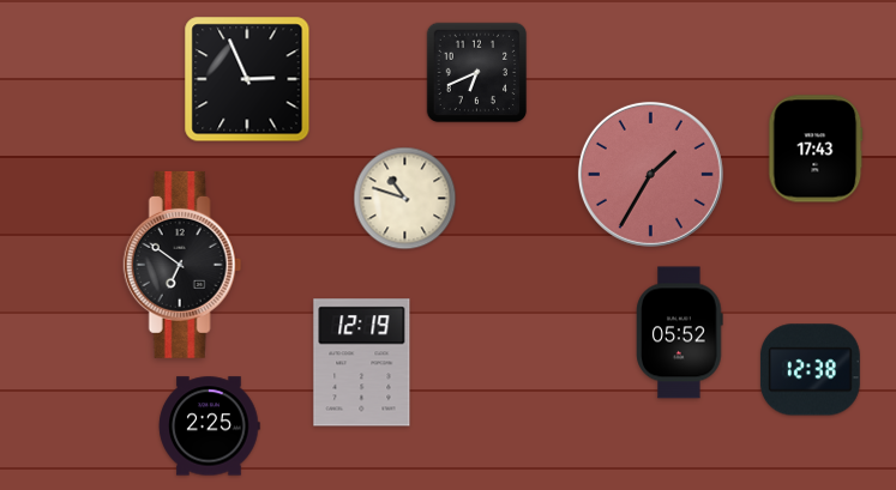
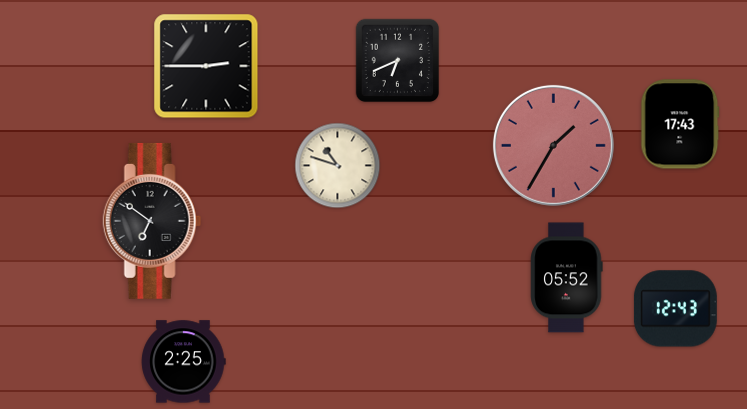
clock at (247, 79): 2:56 -> 2:45
clock at (650, 174) position: (650, 174) -> (553, 145)
clock at (362, 363): 12:19 -> none
clock at (810, 370): 12:38 -> 12:43
clock at (209, 427) position: (209, 427) -> (183, 362)
